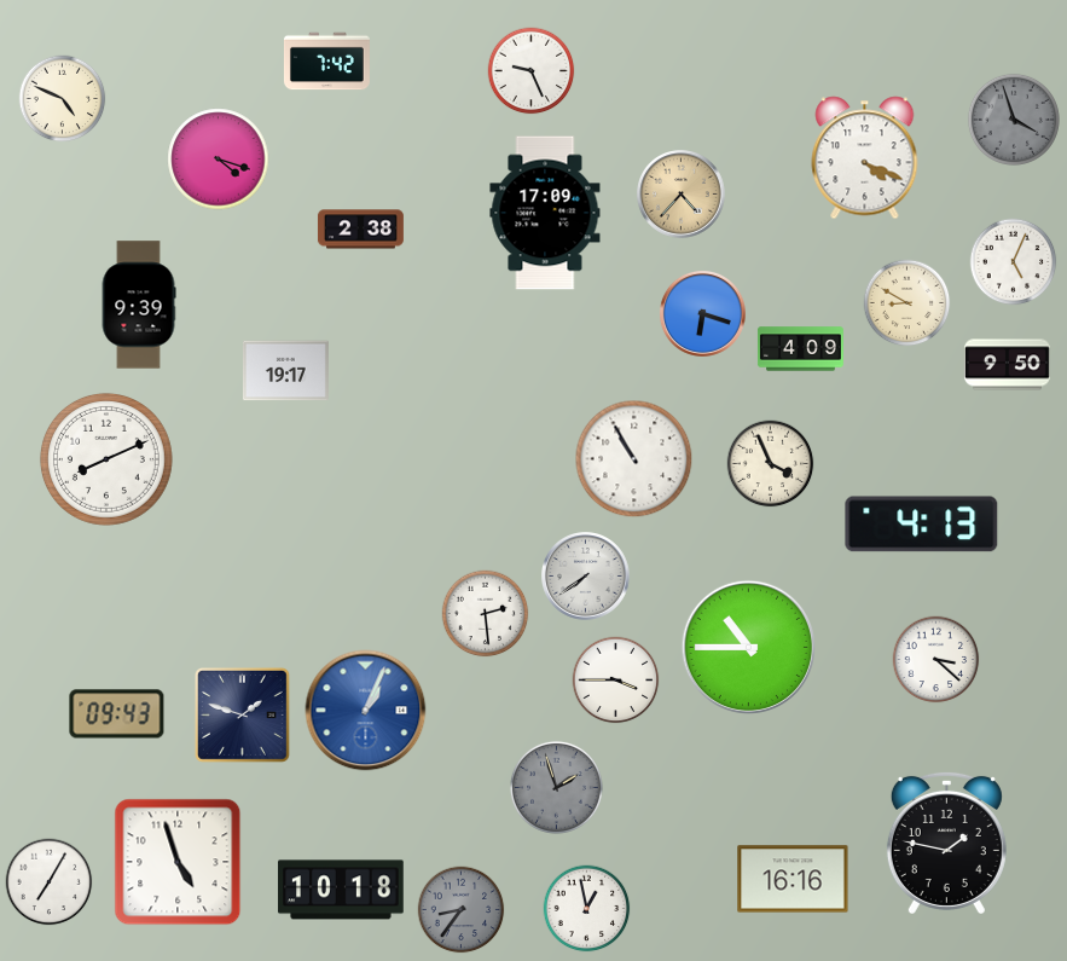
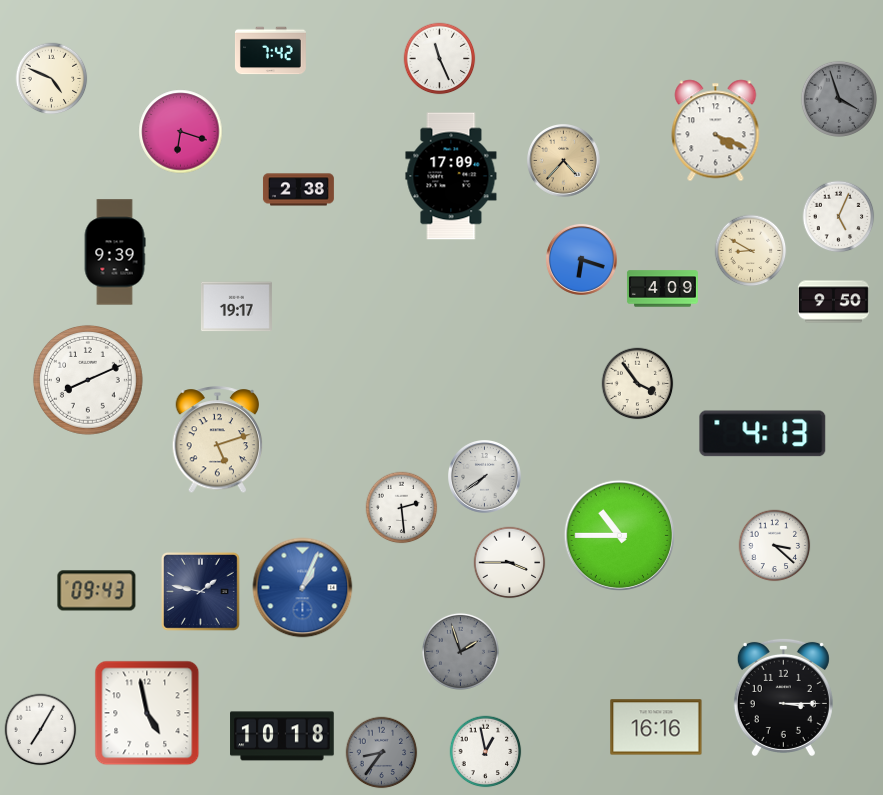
clock at (532, 71): 9:26 -> 11:26
clock at (63, 99) position: (63, 99) -> (52, 79)
clock at (219, 160): 4:18 -> 6:18
clock at (634, 459): 10:55 -> none
clock at (771, 464): 3:56 -> 3:54
clock at (218, 440): none -> 5:12
clock at (242, 714): 1:48 -> 1:47
clock at (946, 843): 1:47 -> 3:15
clock at (178, 862): 4:57 -> 4:58
